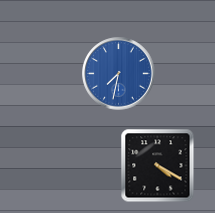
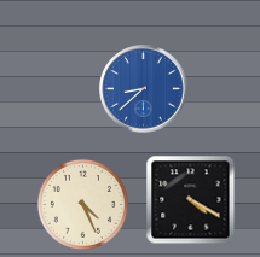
clock at (119, 74): 7:32 -> 8:38
clock at (82, 204): none -> 4:26
